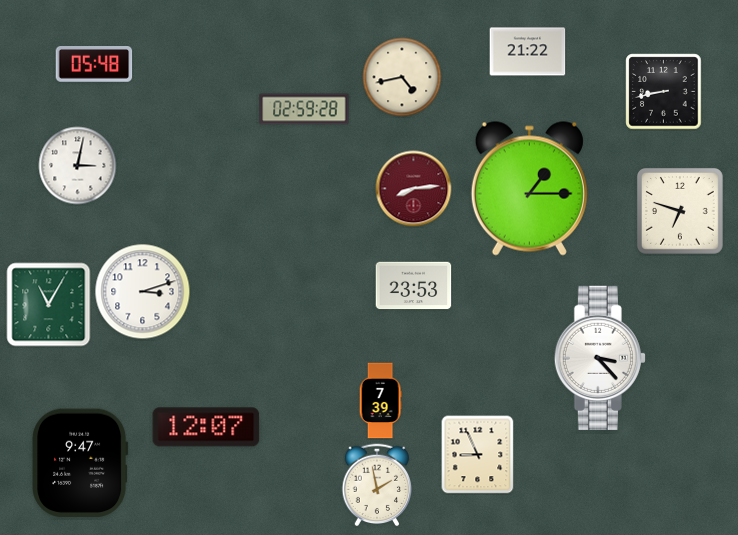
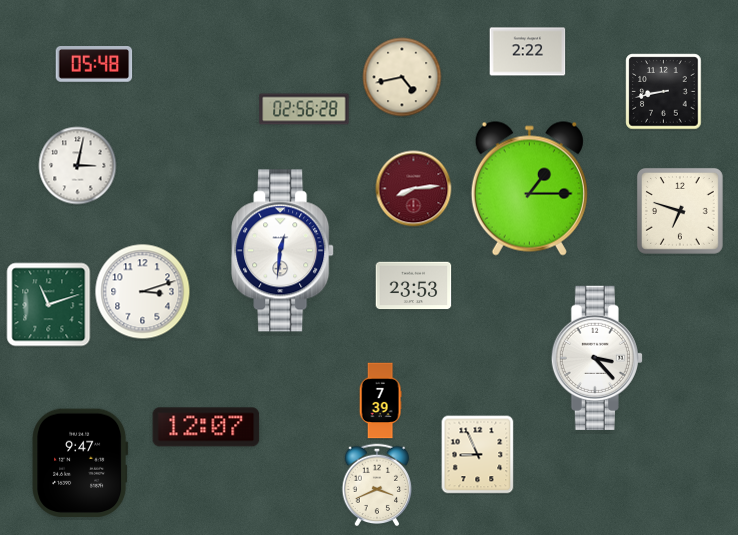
clock at (528, 52): 21:22 -> 2:22
clock at (304, 109): 02:59 -> 02:56
clock at (283, 251): none -> 12:31
clock at (49, 305): 11:05 -> 11:12
clock at (600, 358) position: (600, 358) -> (597, 358)
clock at (377, 485): 1:58 -> 3:41
